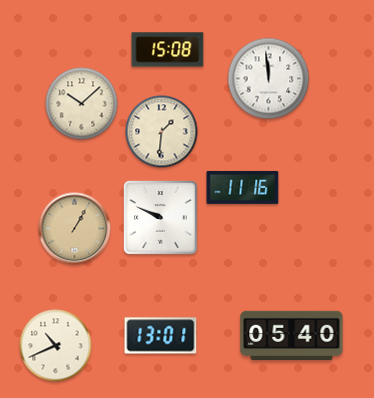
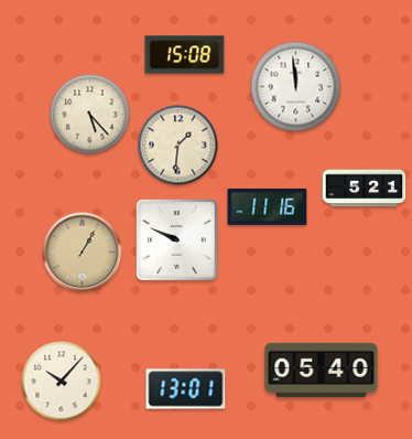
clock at (82, 104): 10:08 -> 5:23
clock at (365, 189): none -> 5:21
clock at (161, 336) position: (161, 336) -> (186, 389)
clock at (56, 346): 10:41 -> 10:07
